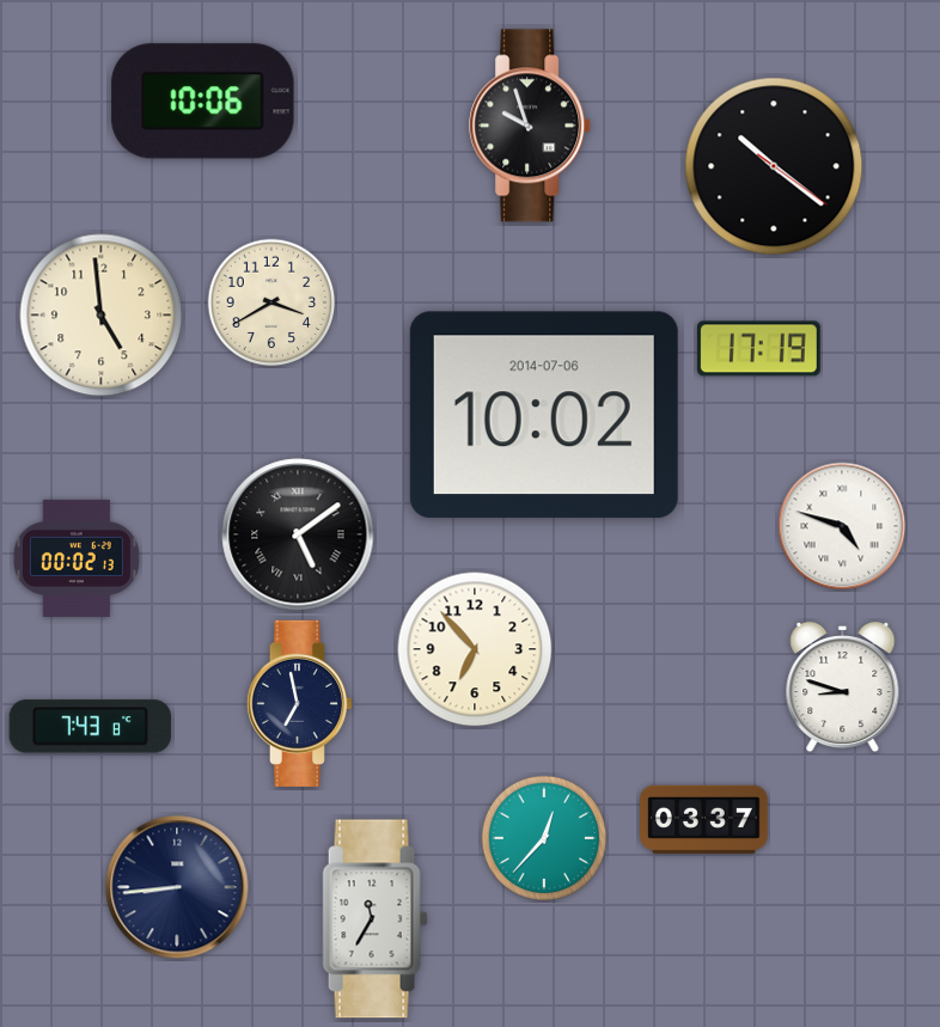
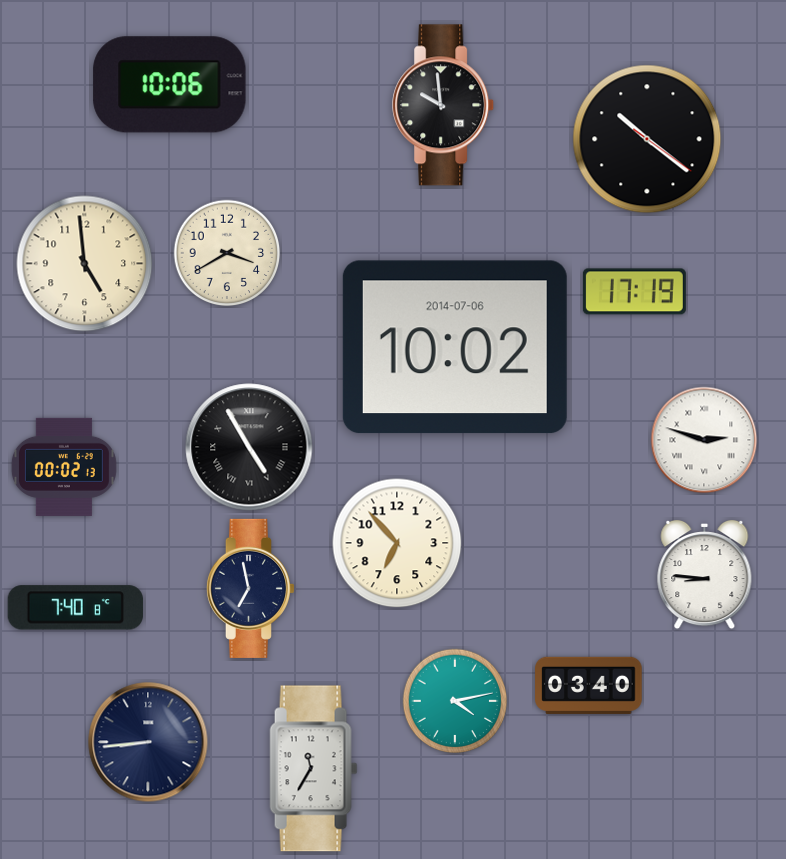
clock at (531, 126): 9:57 -> 9:59
clock at (842, 526): 4:48 -> 2:48
clock at (298, 534): 5:09 -> 4:55
clock at (843, 687): 8:48 -> 8:46
clock at (90, 727): 7:43 -> 7:40
clock at (704, 819): 03:37 -> 03:40
clock at (544, 838): 12:37 -> 4:13
